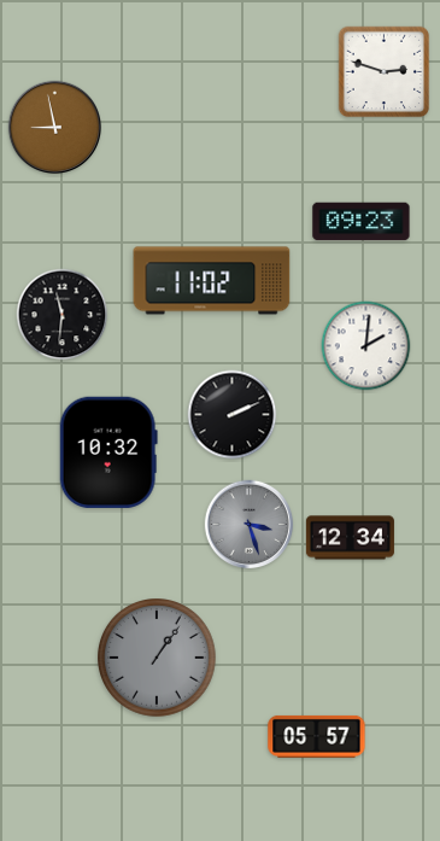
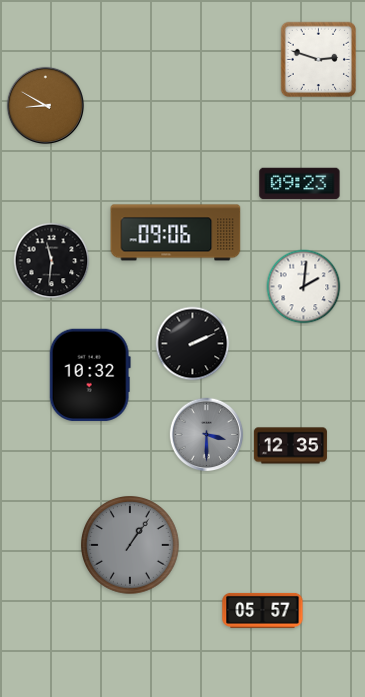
clock at (54, 127): 8:58 -> 8:50
clock at (212, 281): 11:02 -> 09:06
clock at (250, 525): 3:27 -> 3:30
clock at (350, 538): 12:34 -> 12:35
